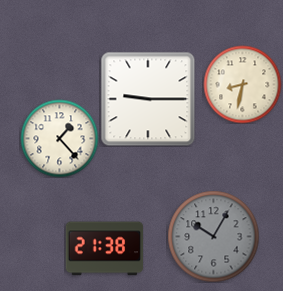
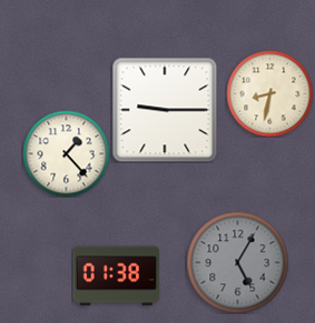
clock at (213, 236): 10:05 -> 5:05
clock at (104, 249): 21:38 -> 01:38
